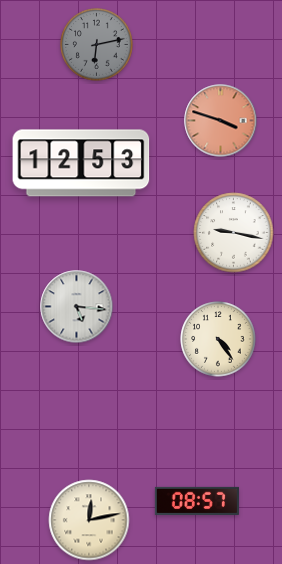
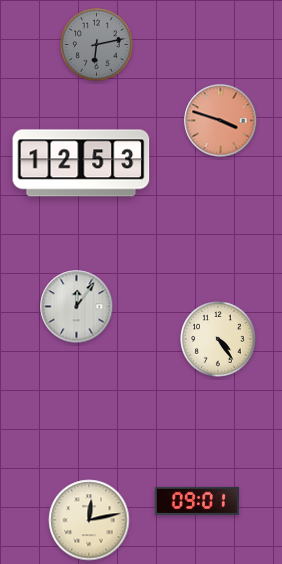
clock at (234, 233): 9:17 -> none
clock at (77, 307): 5:16 -> 12:06
clock at (197, 501): 08:57 -> 09:01
